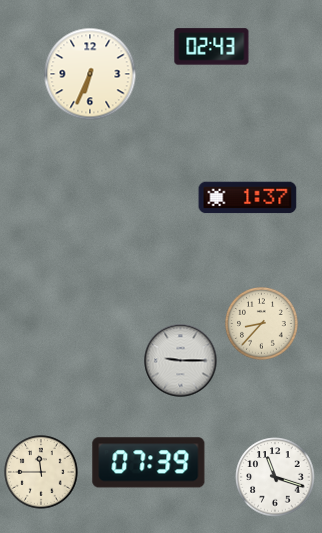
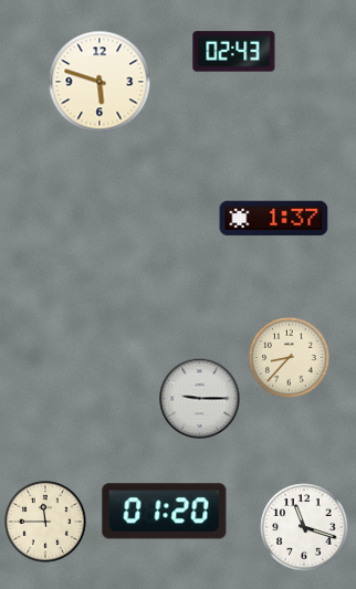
clock at (90, 74): 6:34 -> 5:48
clock at (149, 463): 07:39 -> 01:20
